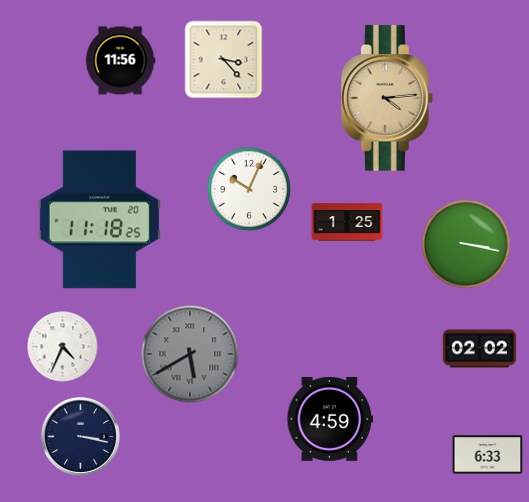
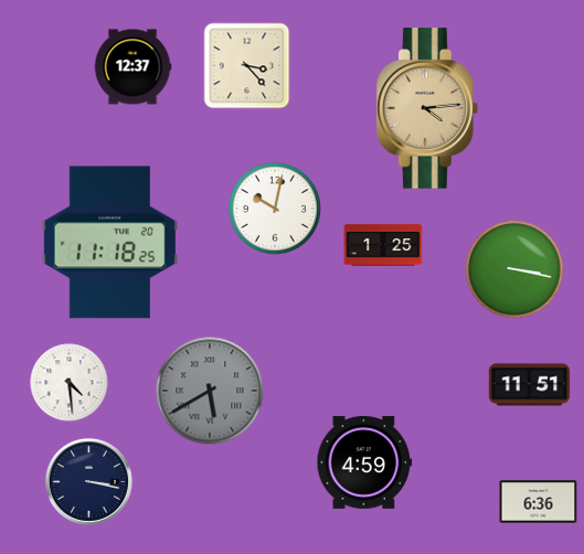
clock at (120, 61): 11:56 -> 12:37
clock at (249, 189): 10:04 -> 10:02
clock at (63, 347): 4:34 -> 4:29
clock at (480, 349): 02:02 -> 11:51
clock at (488, 455): 6:33 -> 6:36
